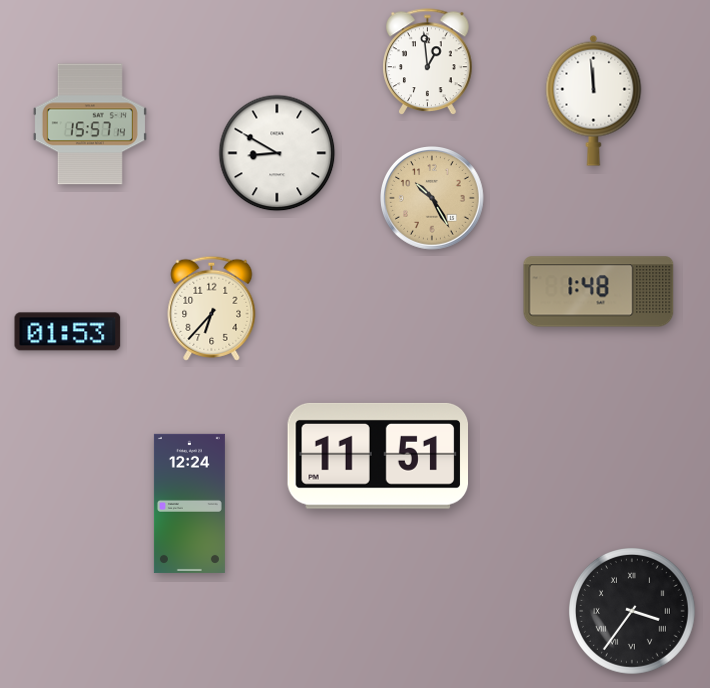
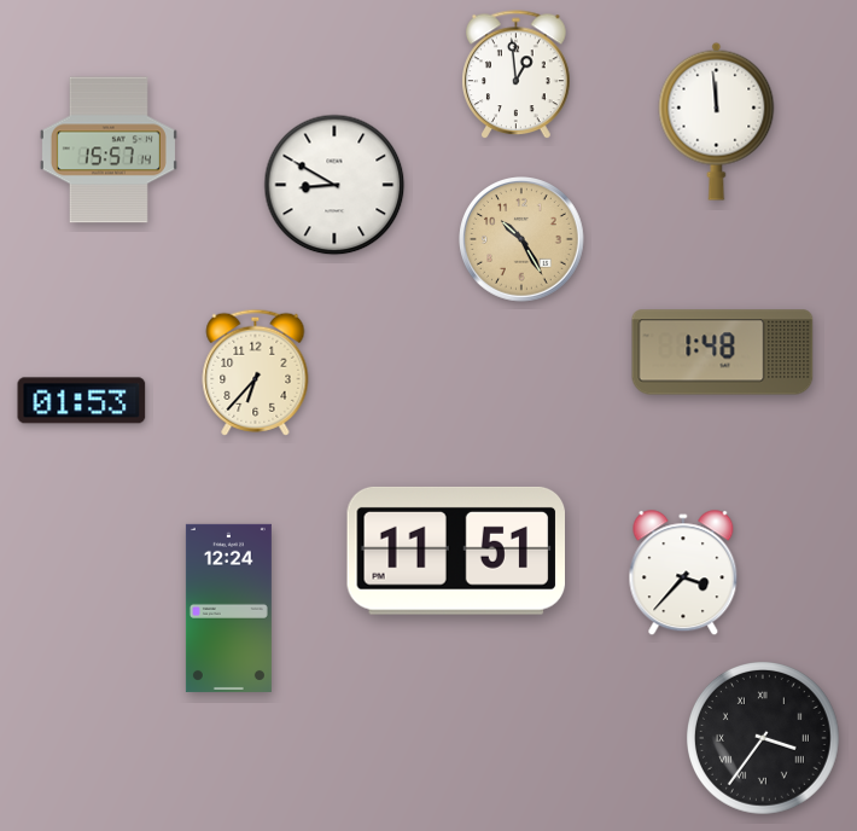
clock at (683, 574): none -> 3:37
